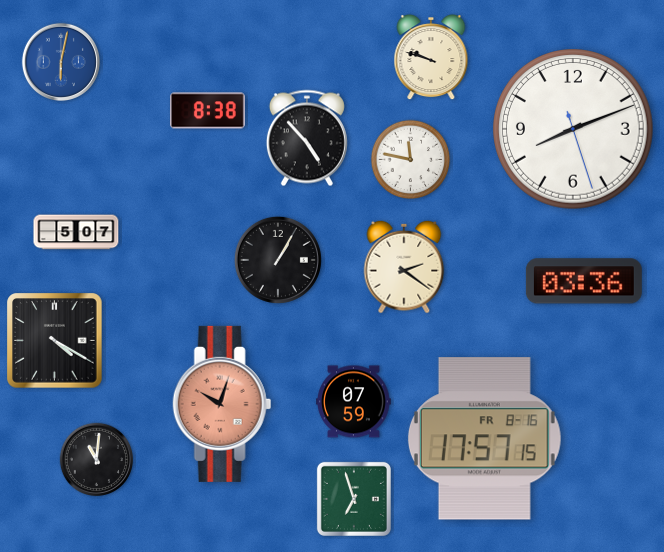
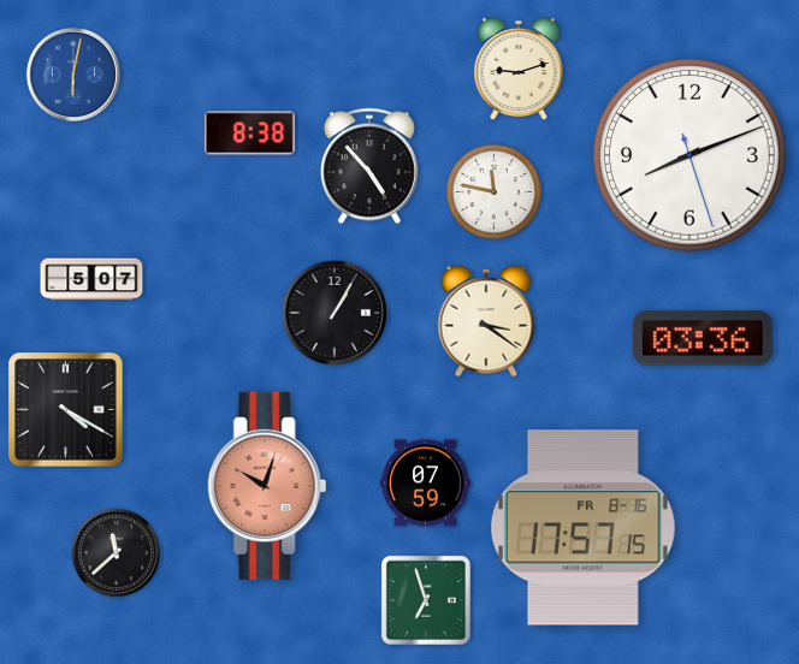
clock at (431, 58): 9:48 -> 9:12
clock at (404, 267): 2:21 -> 3:21
clock at (96, 459): 11:01 -> 11:38
